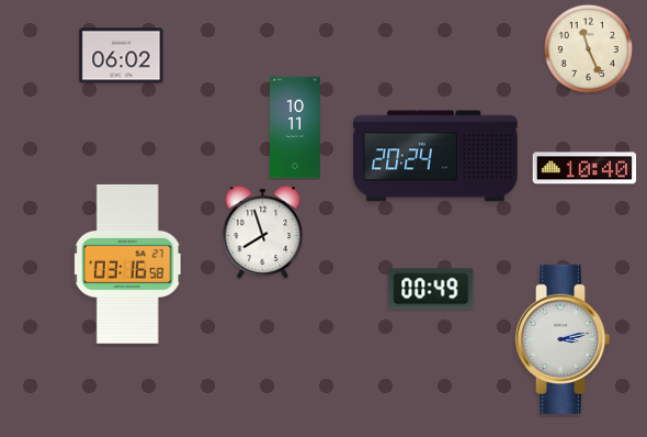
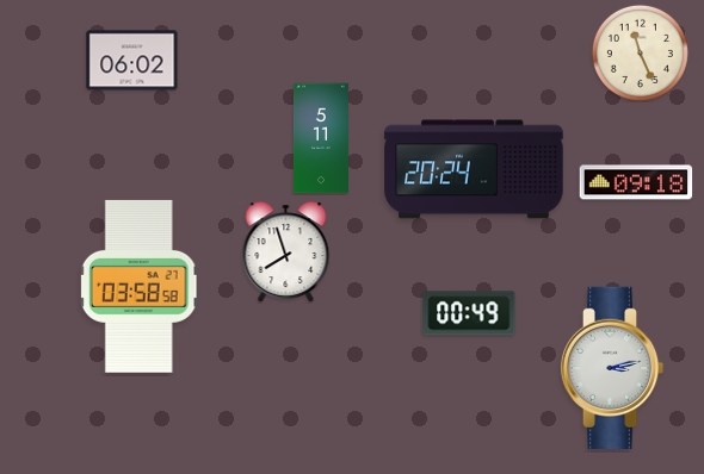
clock at (295, 127): 10:11 -> 5:11
clock at (584, 168): 10:40 -> 09:18
clock at (127, 264): 03:16 -> 03:58
